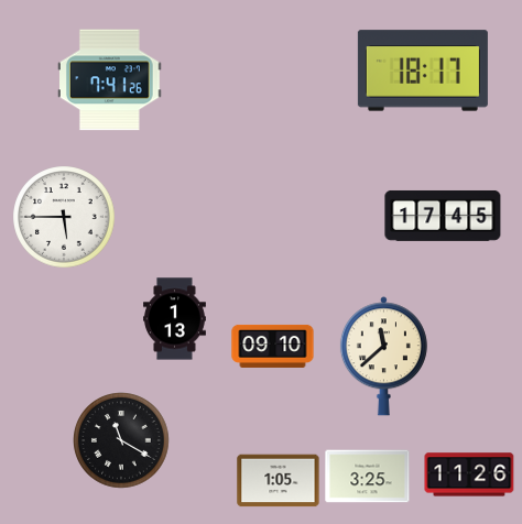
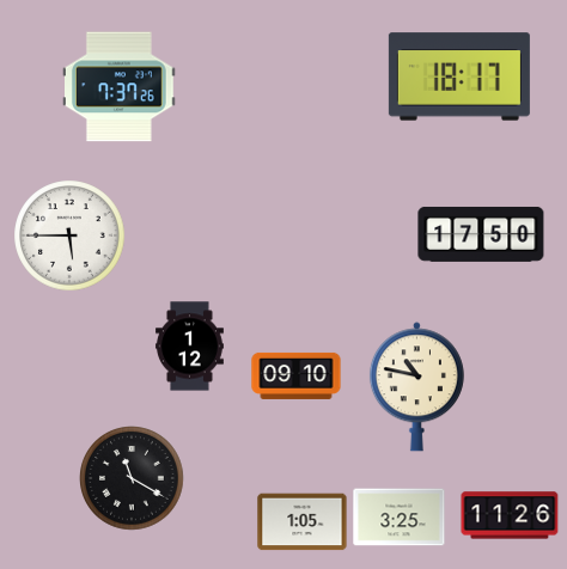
clock at (110, 80): 7:41 -> 7:37
clock at (443, 216): 17:45 -> 17:50
clock at (175, 319): 1:13 -> 1:12
clock at (383, 357): 11:38 -> 10:47
